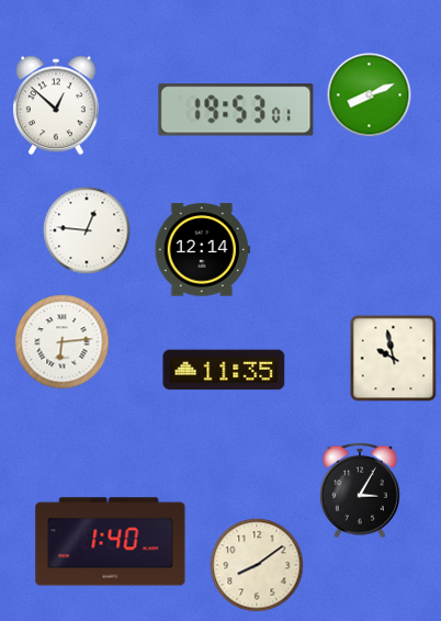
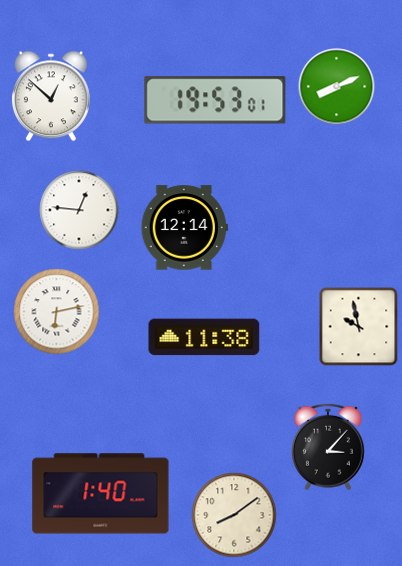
clock at (63, 342): 6:14 -> 6:13
clock at (224, 370): 11:35 -> 11:38
clock at (361, 490): 3:05 -> 3:07
